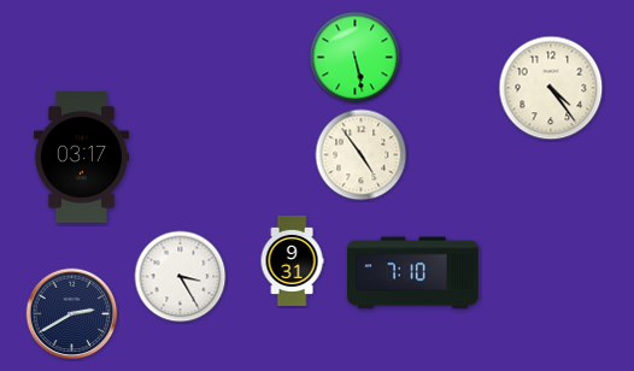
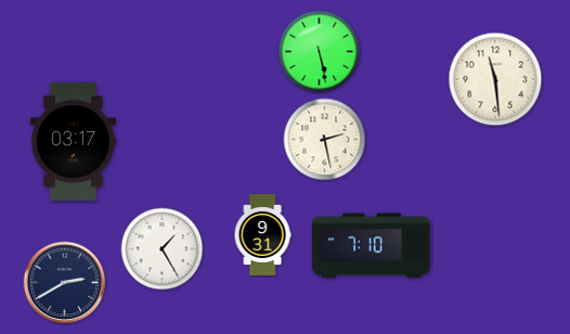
clock at (551, 88): 4:24 -> 11:29
clock at (362, 155): 4:54 -> 2:28
clock at (181, 277): 3:25 -> 1:25
